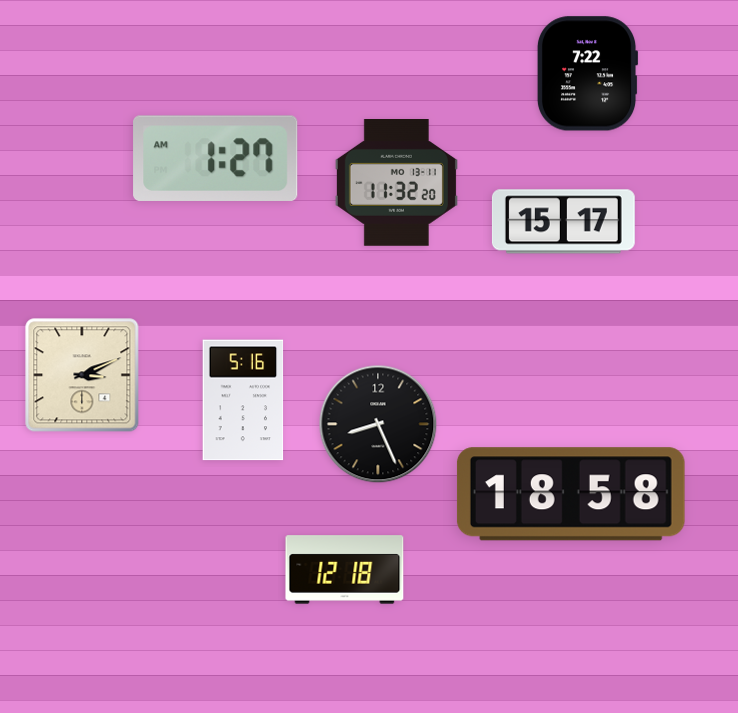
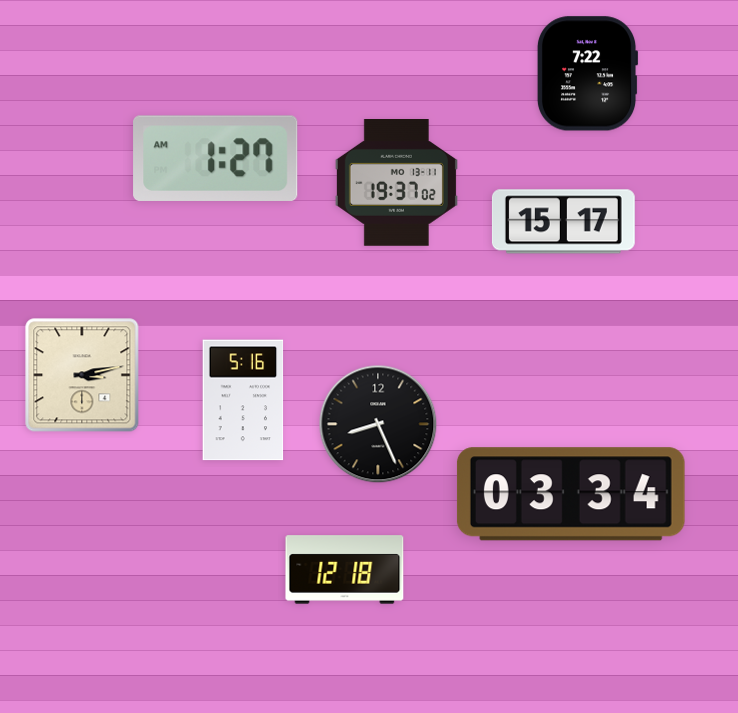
clock at (396, 183): 11:32 -> 19:37
clock at (82, 375): 3:11 -> 3:13
clock at (571, 494): 18:58 -> 03:34
